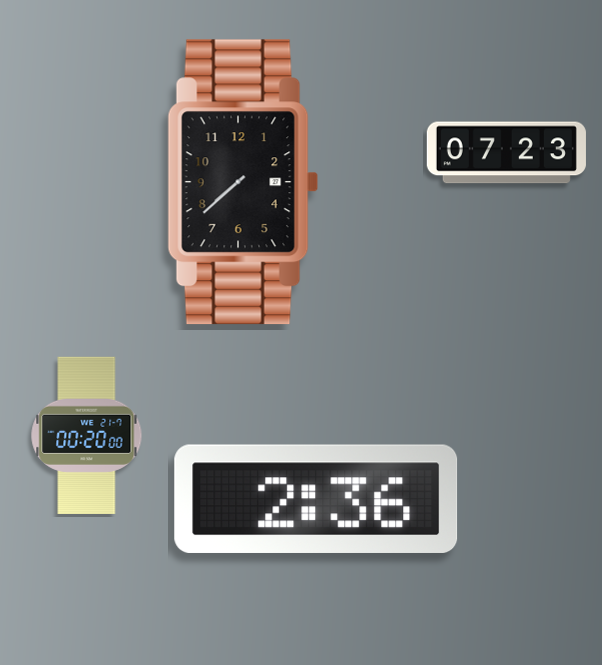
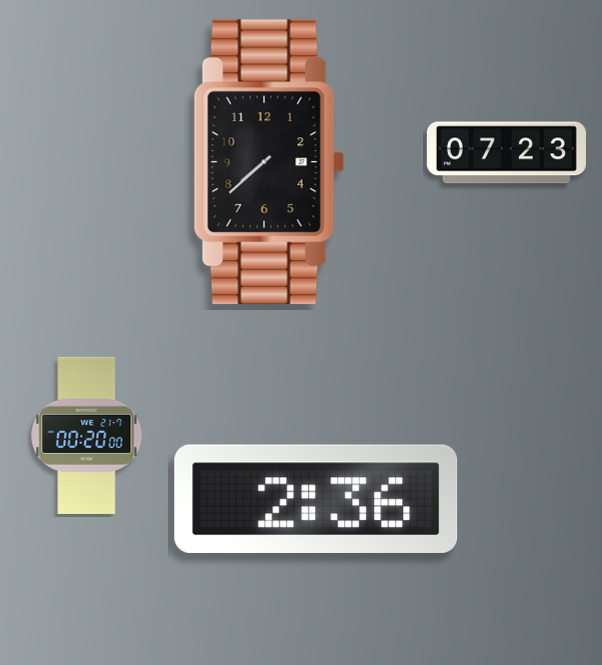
clock at (243, 182) position: (243, 182) -> (269, 162)
